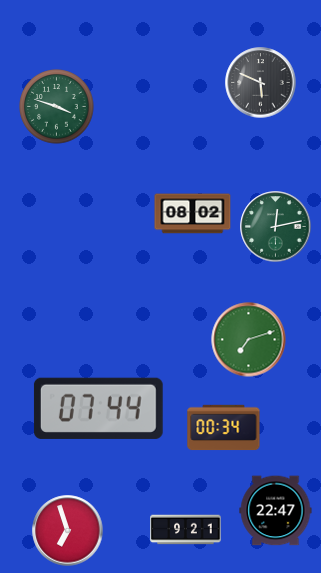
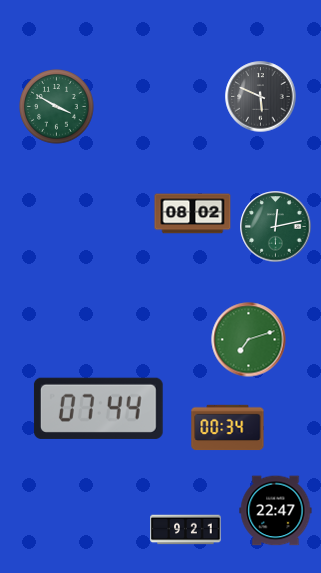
clock at (261, 83) position: (261, 83) -> (261, 97)
clock at (57, 107): 3:48 -> 3:50
clock at (224, 428) position: (224, 428) -> (228, 428)
clock at (68, 531): 6:57 -> none
